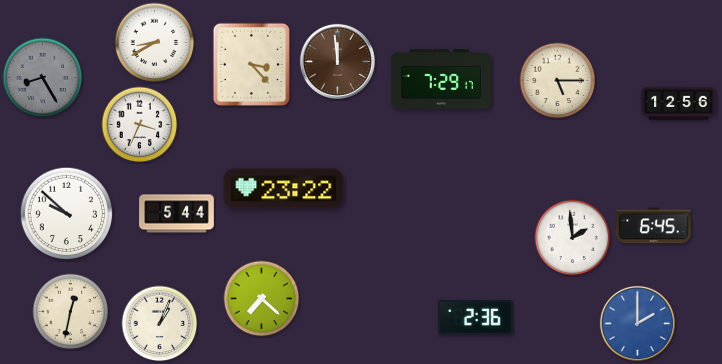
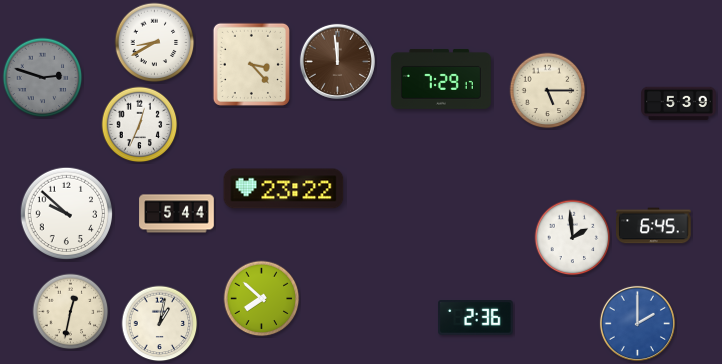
clock at (43, 78): 8:25 -> 2:48
clock at (558, 81) position: (558, 81) -> (548, 91)
clock at (679, 104): 12:56 -> 5:39
clock at (140, 125): 3:34 -> 12:34
clock at (262, 299): 7:22 -> 7:52
clock at (160, 324): 1:04 -> 1:02
